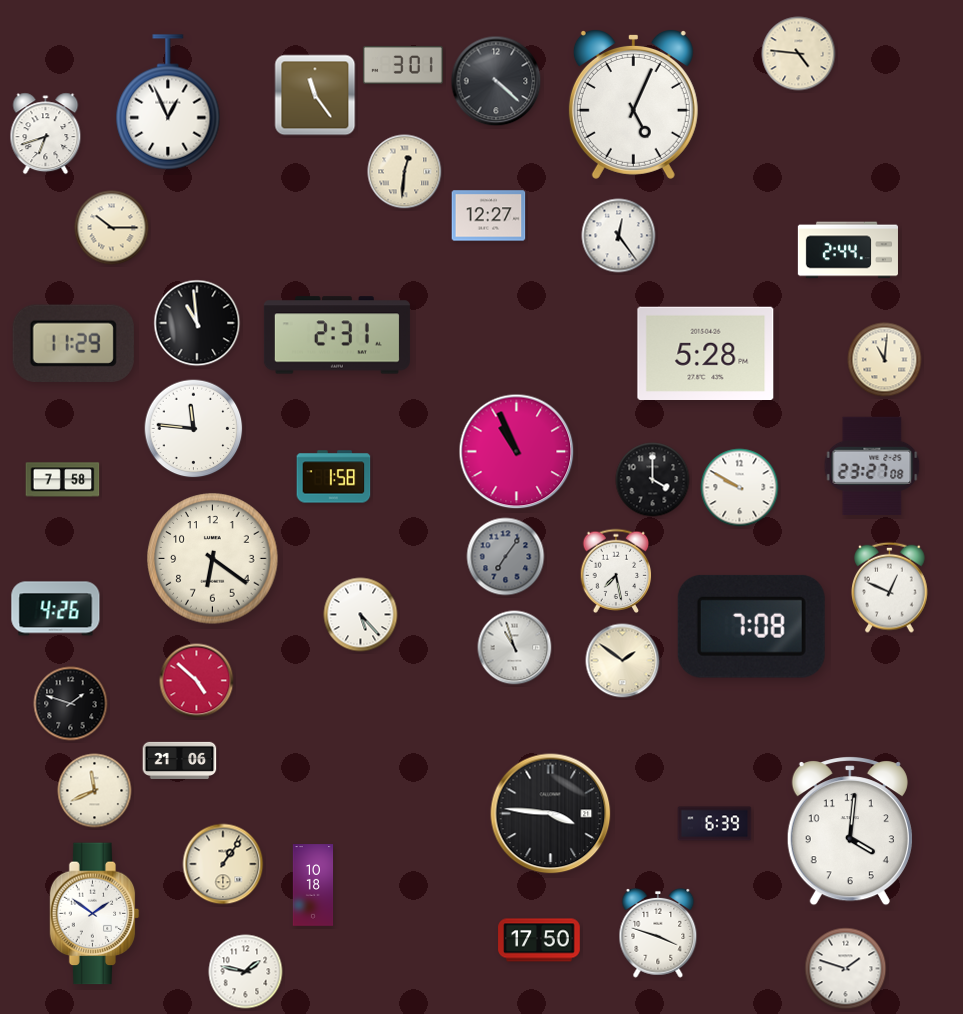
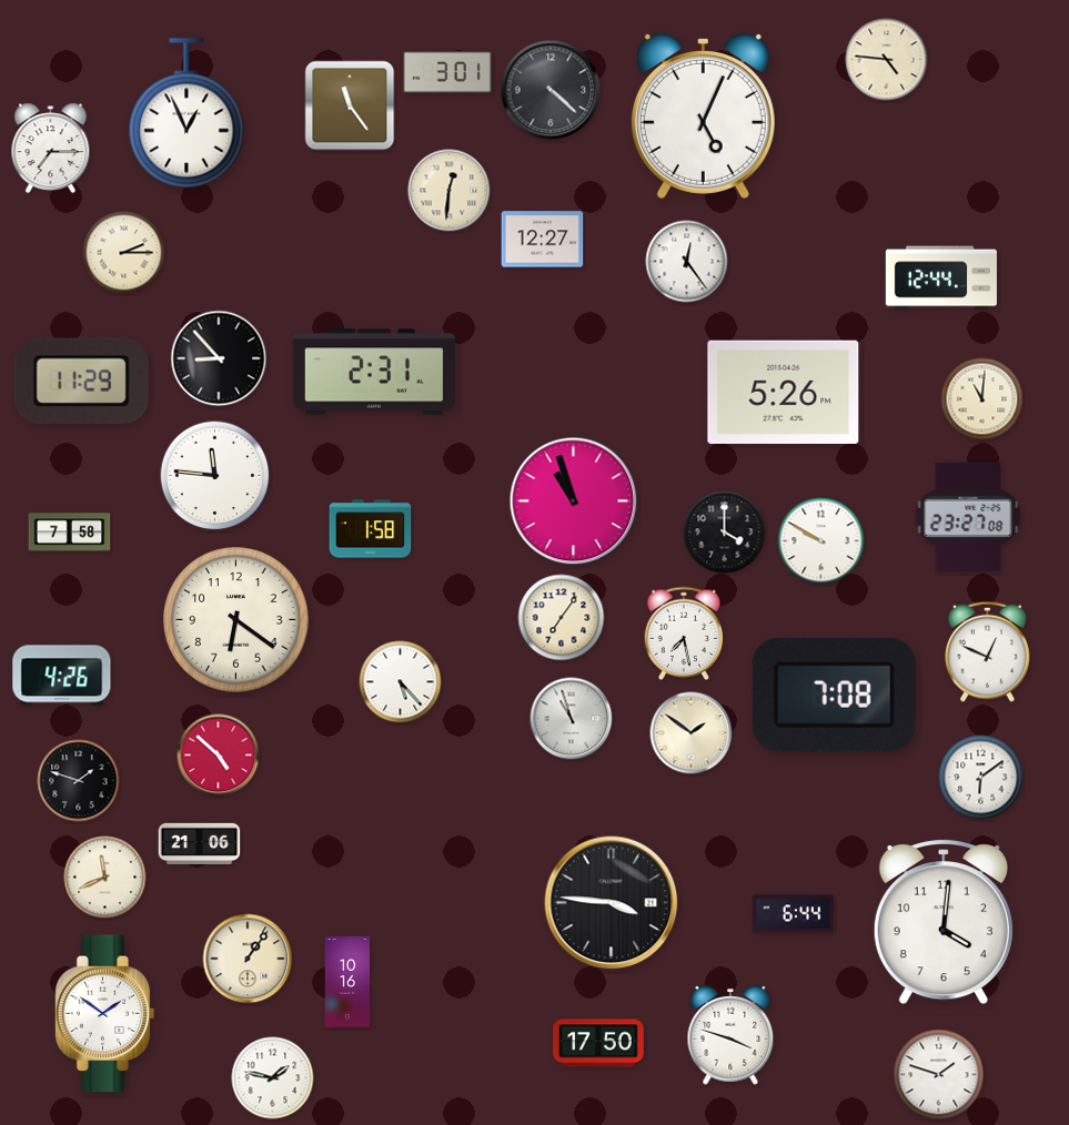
clock at (46, 134): 6:42 -> 7:15
clock at (112, 228): 10:15 -> 2:15
clock at (848, 250): 2:44 -> 12:44
clock at (197, 323): 10:59 -> 8:53
clock at (706, 353): 5:28 -> 5:26
clock at (517, 452): 10:56 -> 10:57
clock at (506, 557) dial: grey -> cream
clock at (981, 778): none -> 6:09
clock at (715, 824): 6:39 -> 6:44
clock at (313, 885): 10:18 -> 10:16
